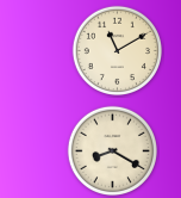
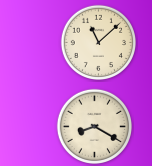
clock at (117, 50): 11:10 -> 11:08
